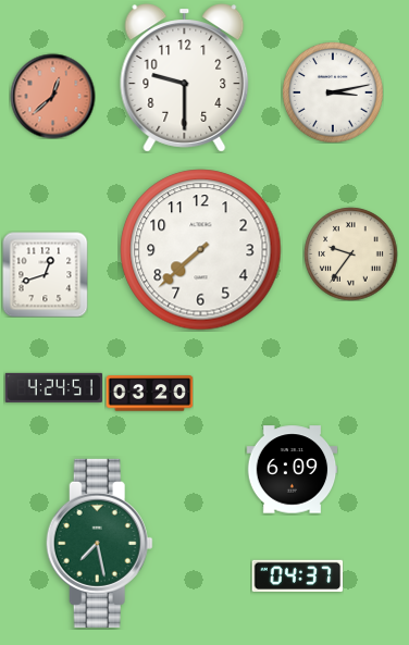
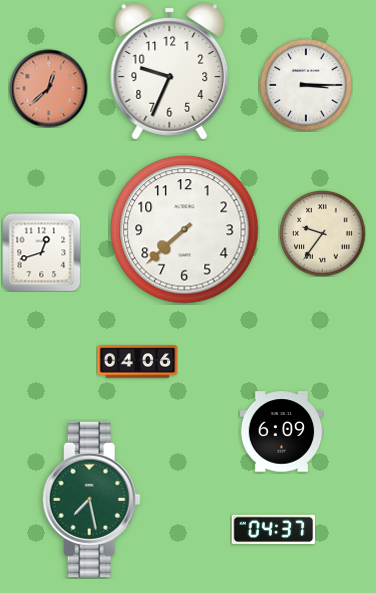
clock at (185, 78): 9:30 -> 9:34
clock at (333, 92): 3:13 -> 3:15
clock at (53, 387): 4:24 -> none
clock at (149, 394): 03:20 -> 04:06
clock at (292, 470) position: (292, 470) -> (281, 432)
